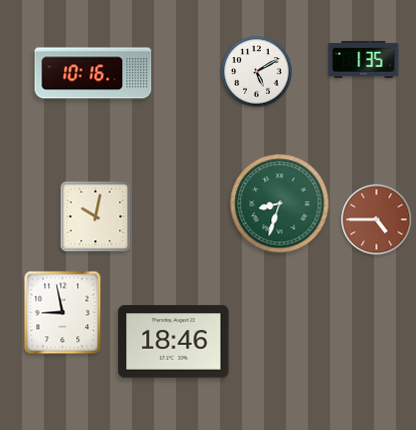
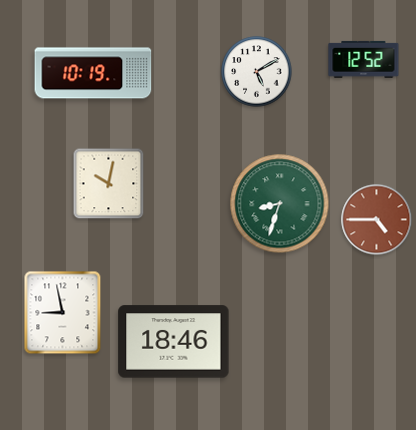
clock at (364, 59): 1:35 -> 12:52
clock at (93, 73): 10:16 -> 10:19
clock at (96, 217) position: (96, 217) -> (109, 184)
